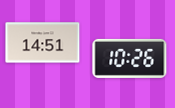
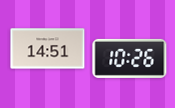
clock at (43, 43) position: (43, 43) -> (48, 49)
